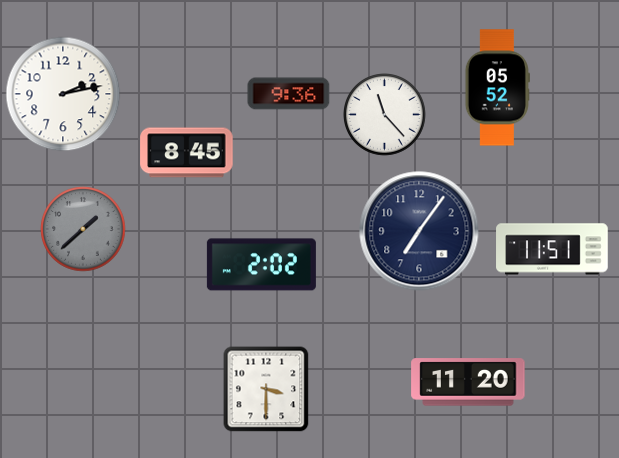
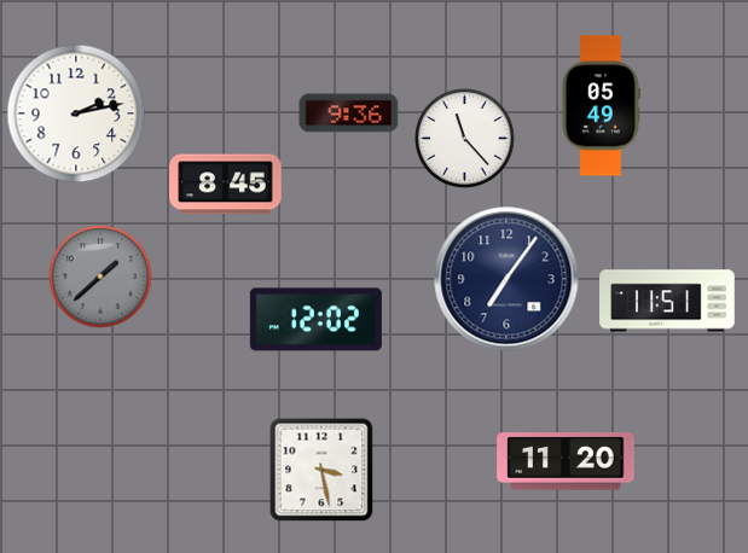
clock at (497, 88): 05:52 -> 05:49
clock at (261, 265): 2:02 -> 12:02
clock at (266, 389): 3:30 -> 3:28
